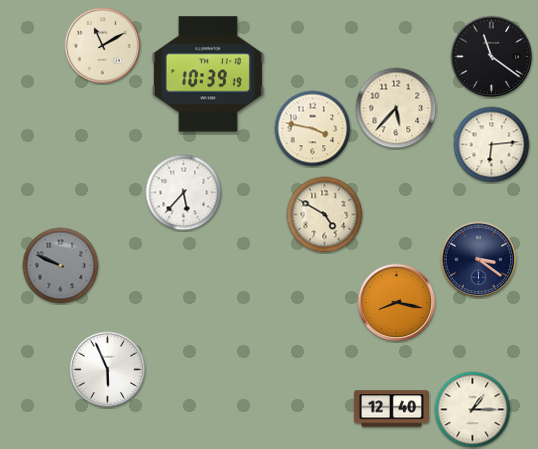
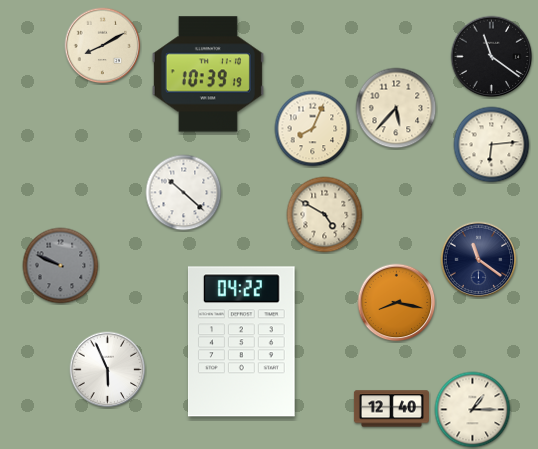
clock at (103, 46): 11:10 -> 8:10
clock at (313, 129): 3:47 -> 8:04
clock at (184, 193): 5:37 -> 10:22
clock at (479, 260): 3:21 -> 11:21
clock at (241, 342): none -> 04:22
